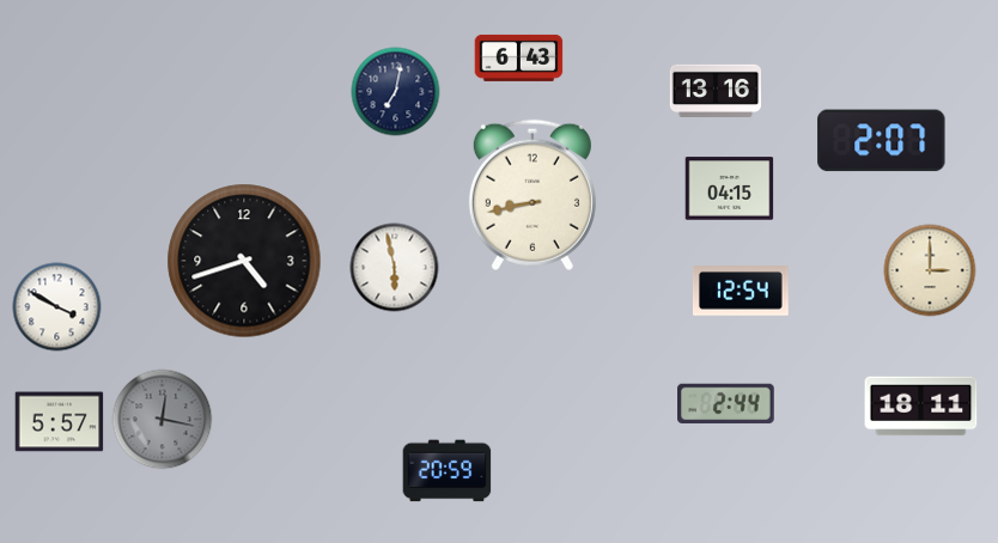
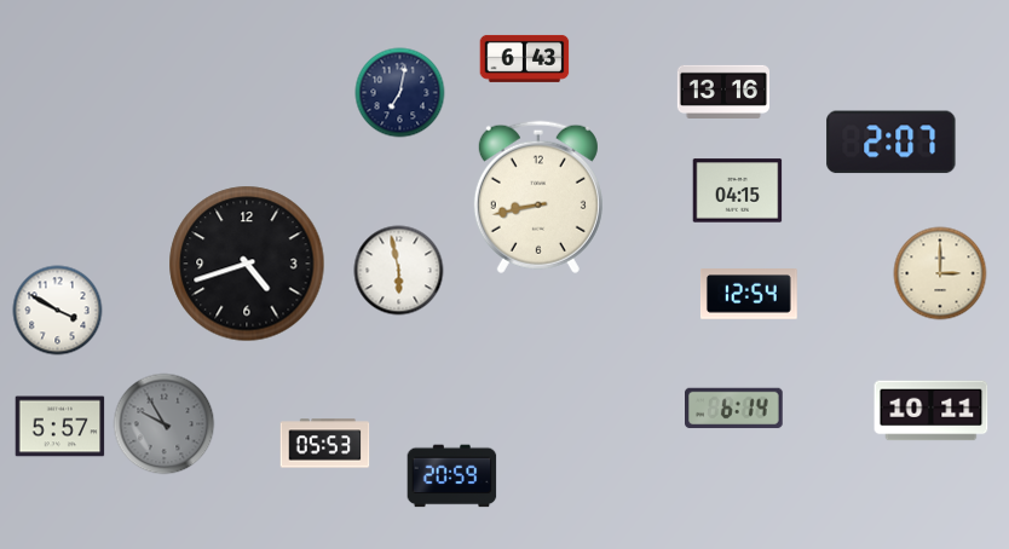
clock at (726, 404): 2:44 -> 6:14
clock at (921, 407): 18:11 -> 10:11
clock at (163, 420): 12:17 -> 9:55
clock at (325, 444): none -> 05:53
